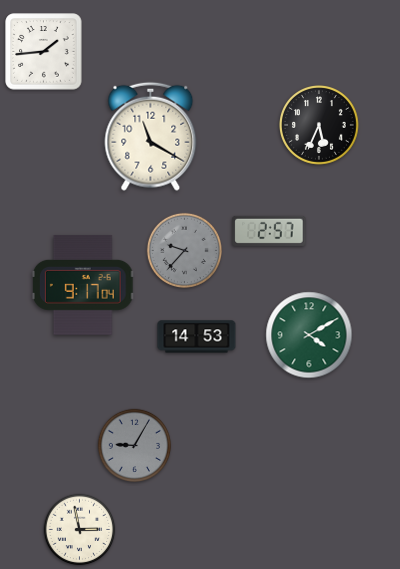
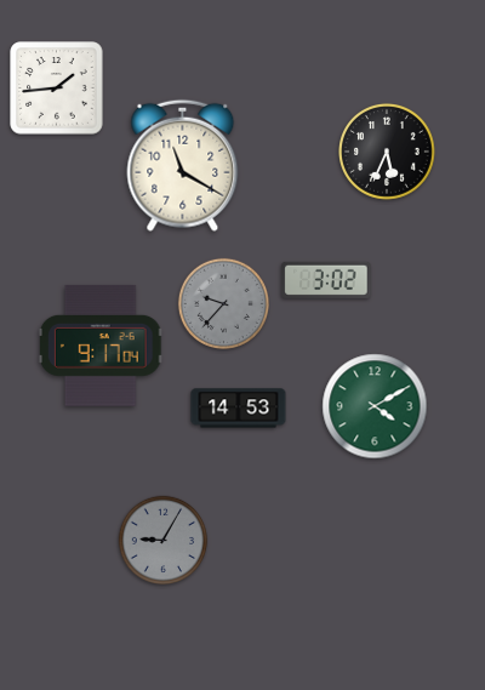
clock at (44, 52) position: (44, 52) -> (57, 89)
clock at (269, 231): 2:57 -> 3:02
clock at (80, 530): 2:58 -> none
